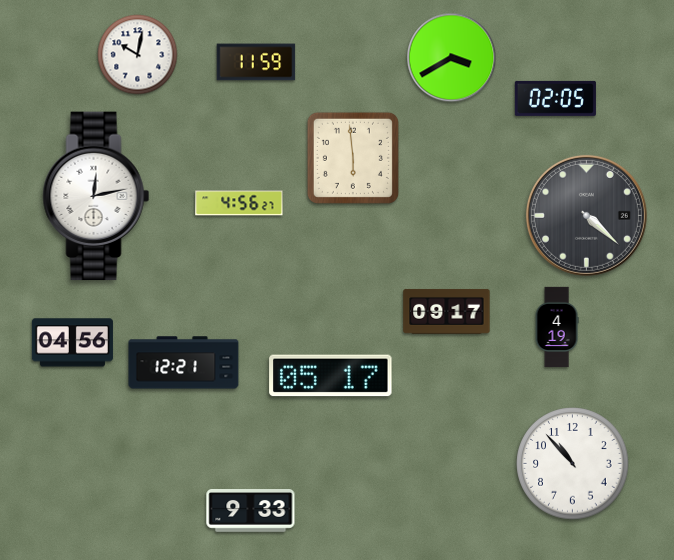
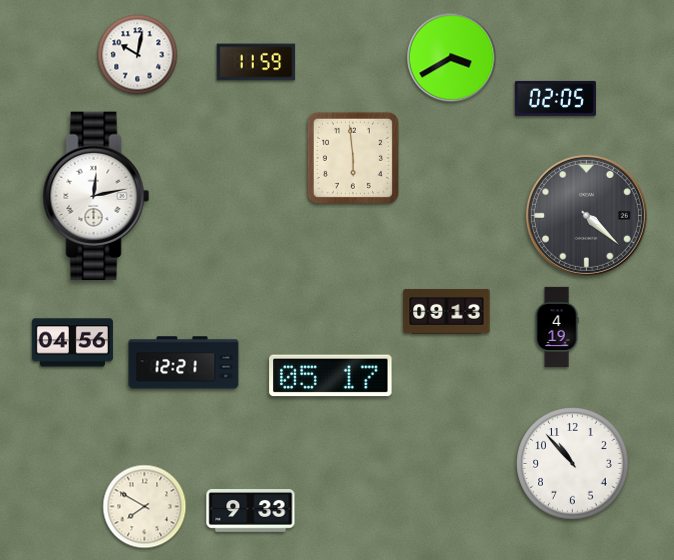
clock at (239, 203): 4:56 -> none
clock at (447, 311): 09:17 -> 09:13
clock at (145, 507): none -> 7:50
